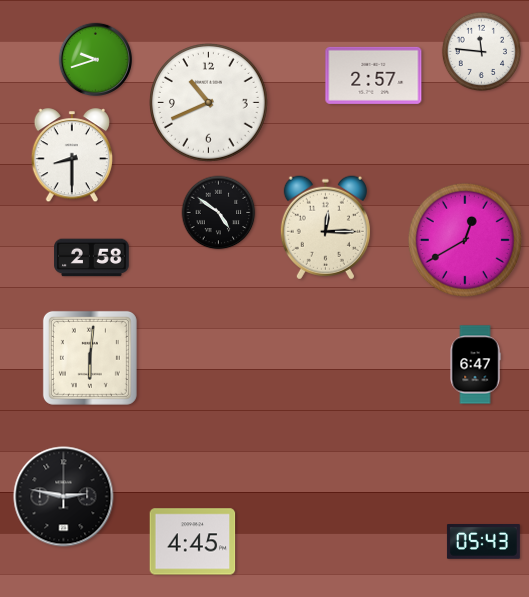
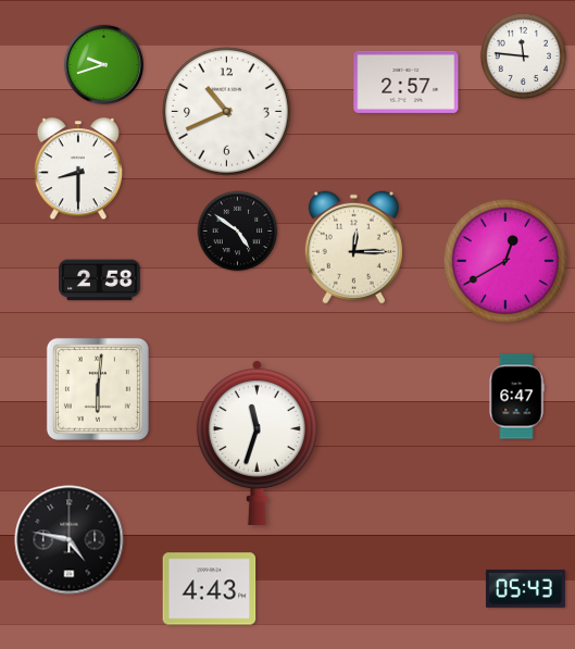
clock at (257, 442): none -> 11:33
clock at (64, 497): 2:47 -> 4:47
clock at (193, 542): 4:45 -> 4:43
